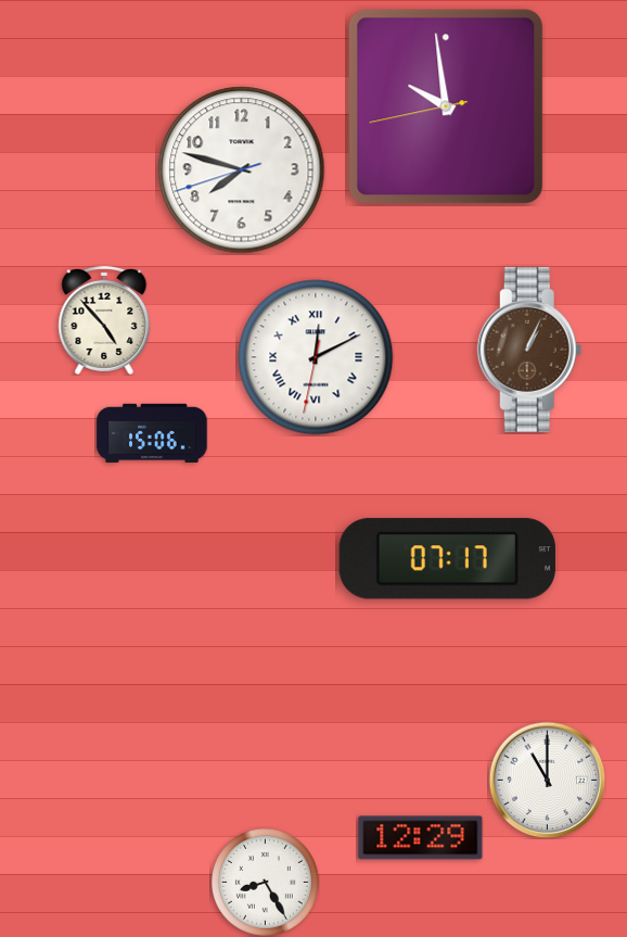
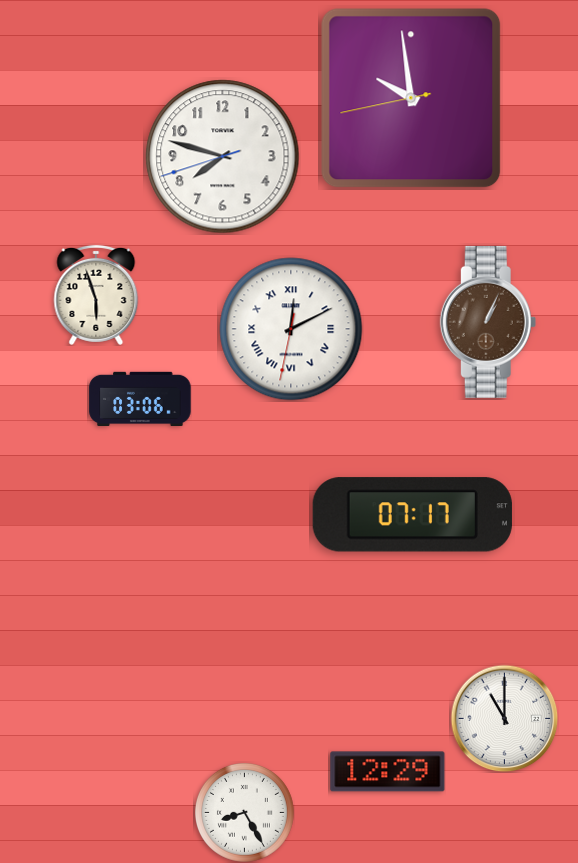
clock at (104, 320): 4:53 -> 5:57
clock at (152, 432): 15:06 -> 03:06
